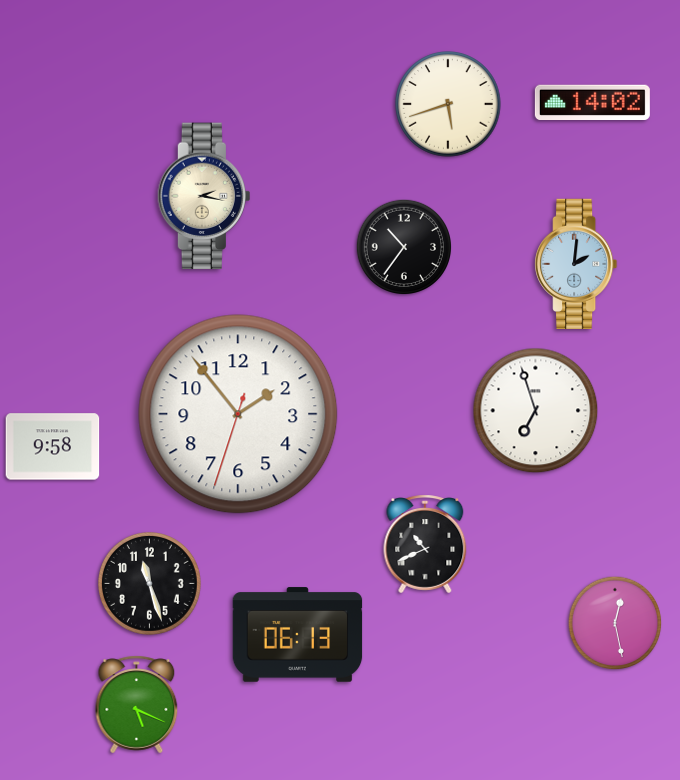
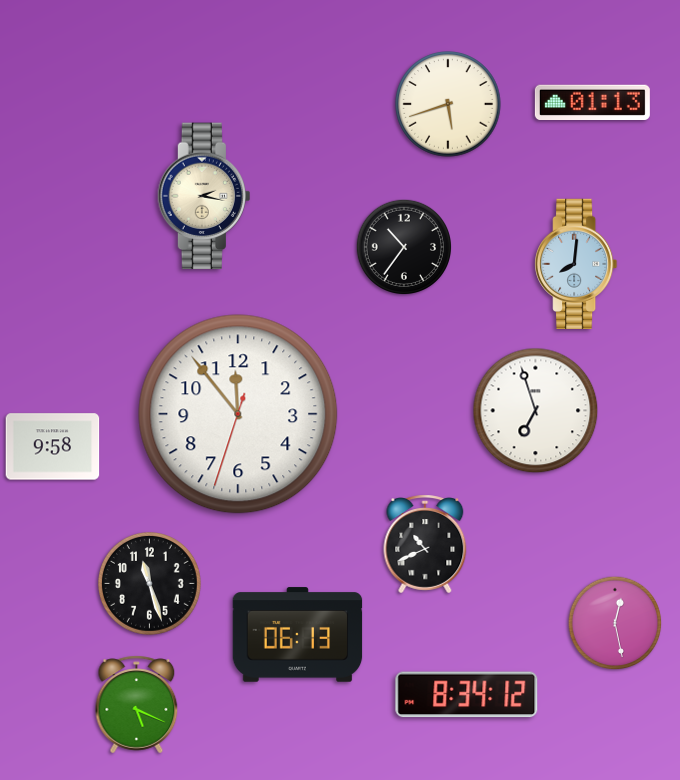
clock at (592, 102): 14:02 -> 01:13
clock at (577, 263): 2:01 -> 8:01
clock at (238, 414): 1:53 -> 11:53
clock at (467, 695): none -> 8:34
